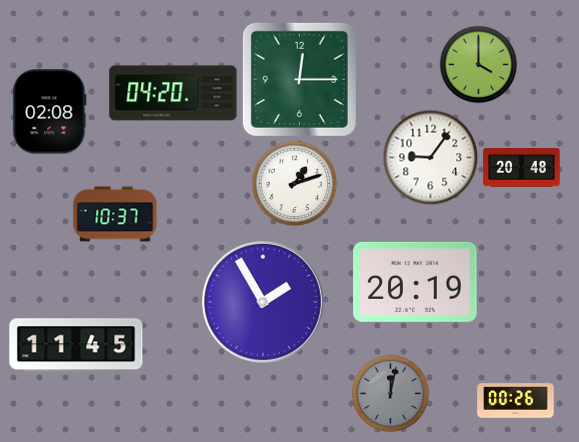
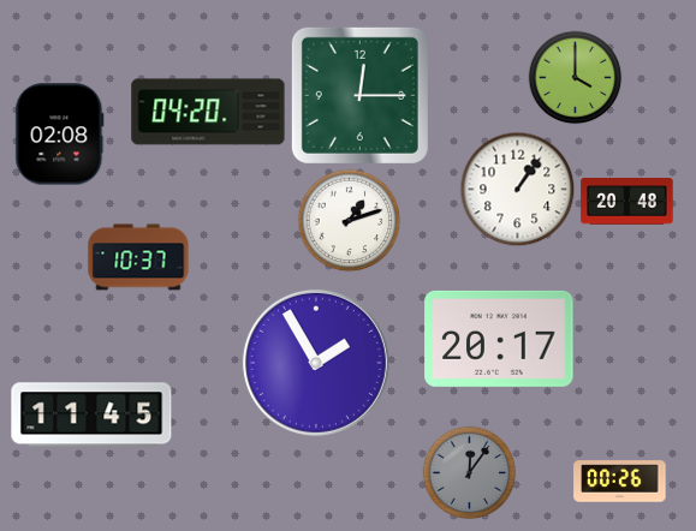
clock at (430, 157): 9:06 -> 1:06
clock at (294, 183) position: (294, 183) -> (349, 220)
clock at (415, 282): 20:19 -> 20:17
clock at (390, 393): 12:02 -> 12:06
